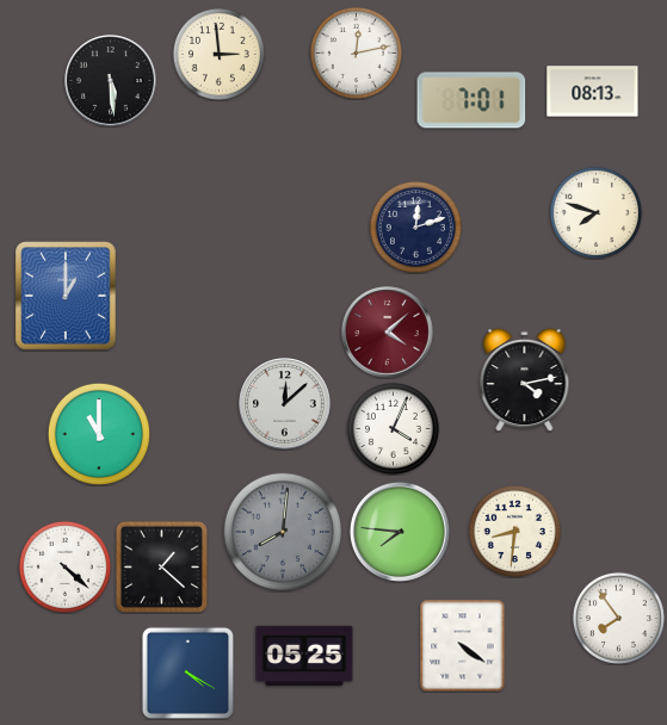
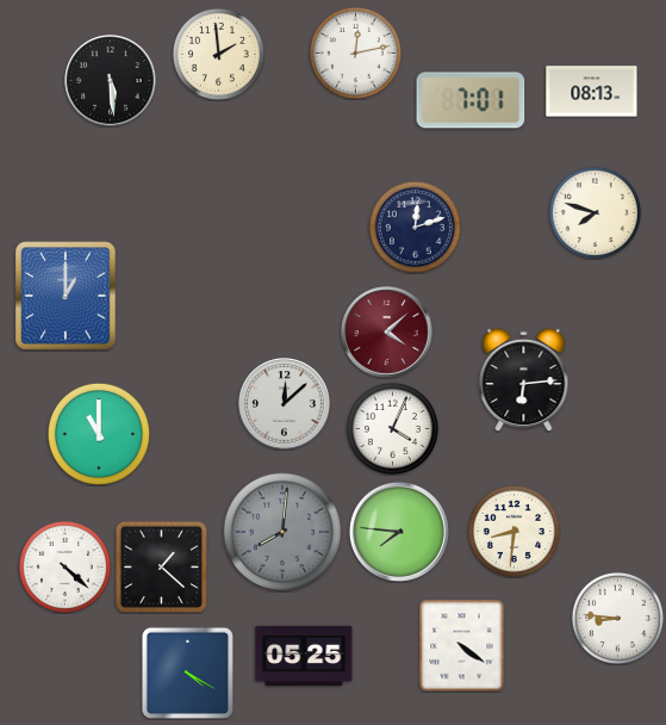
clock at (218, 54): 2:59 -> 1:59
clock at (525, 379): 4:13 -> 6:14
clock at (618, 618): 7:54 -> 8:46
